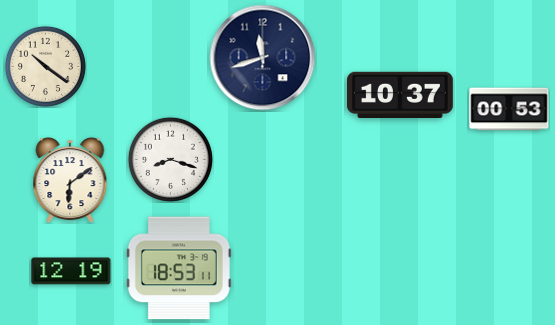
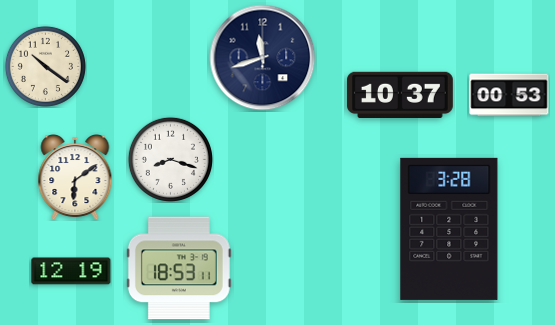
clock at (509, 109) position: (509, 109) -> (509, 95)
clock at (70, 181) position: (70, 181) -> (75, 178)
clock at (449, 229): none -> 3:28
